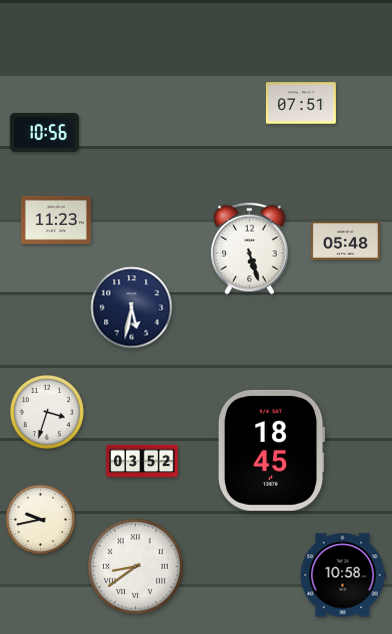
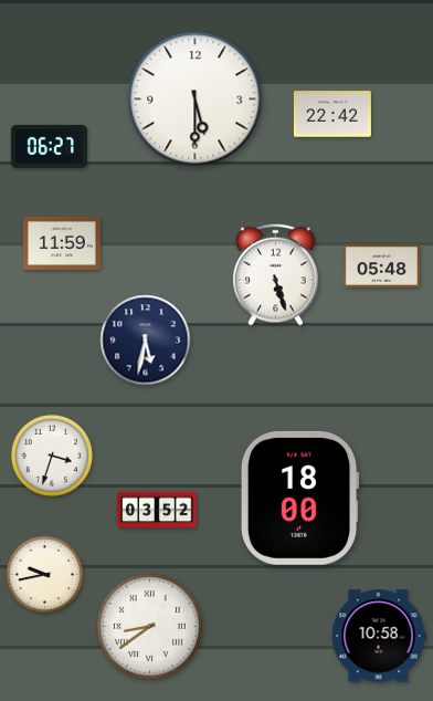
clock at (196, 100): none -> 5:30
clock at (301, 103): 07:51 -> 22:42
clock at (44, 132): 10:56 -> 06:27
clock at (56, 220): 11:23 -> 11:59
clock at (271, 450): 18:45 -> 18:00
